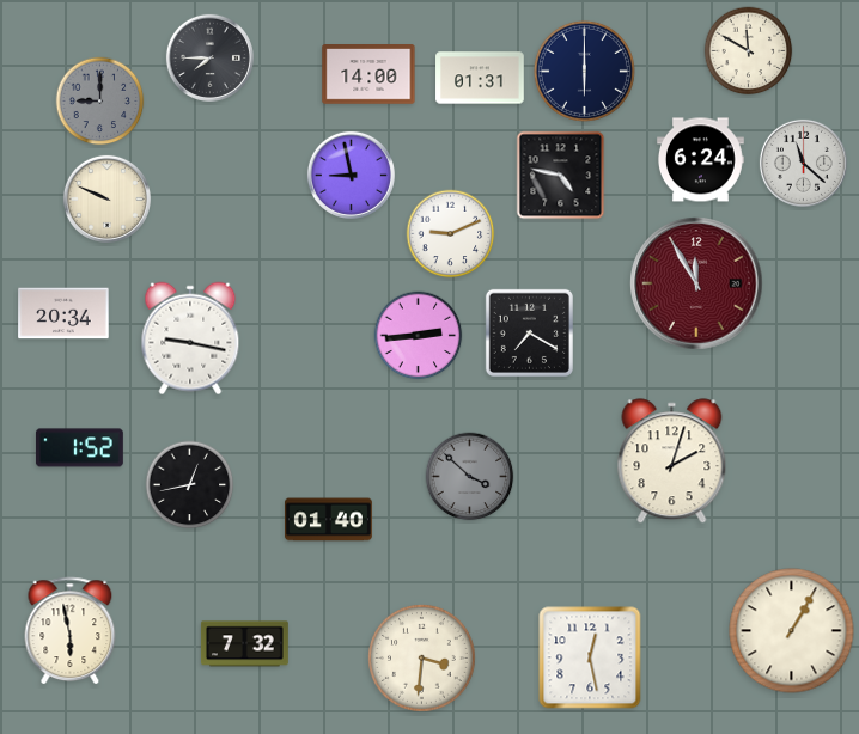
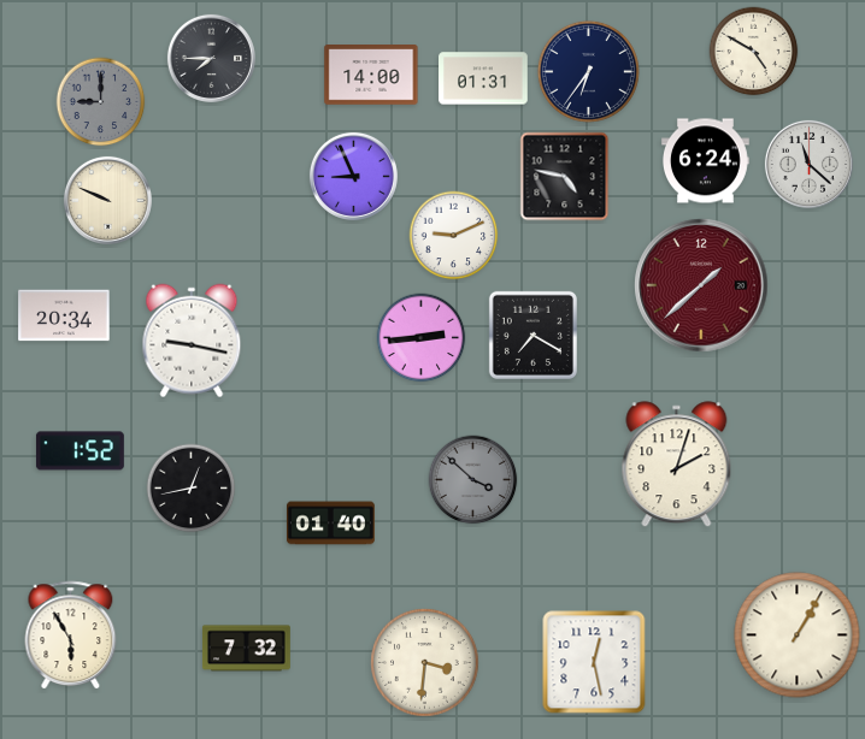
clock at (749, 51): 11:50 -> 4:50
clock at (584, 71): 6:00 -> 6:36
clock at (351, 175): 8:58 -> 8:56
clock at (696, 283): 11:55 -> 1:38
clock at (71, 631): 5:58 -> 5:55
